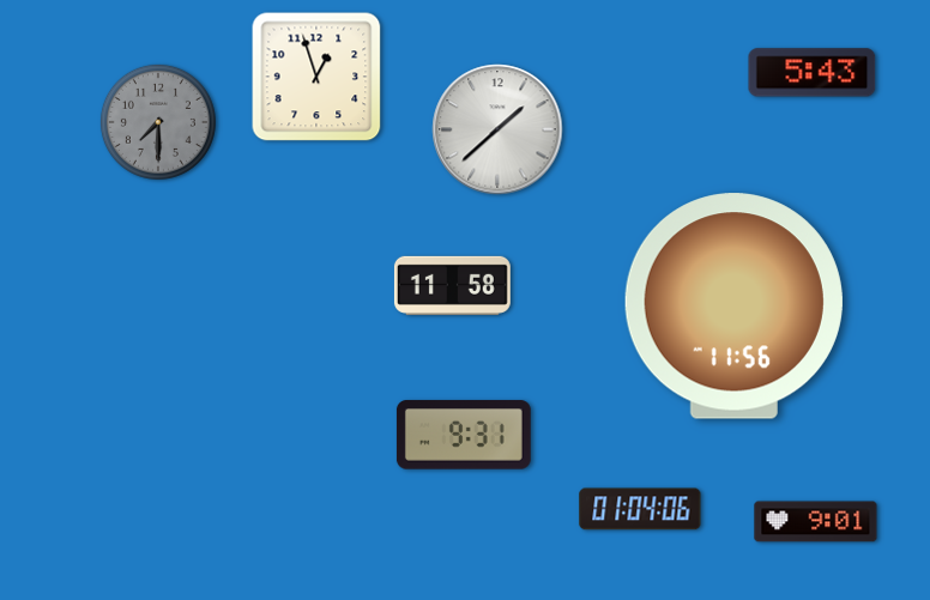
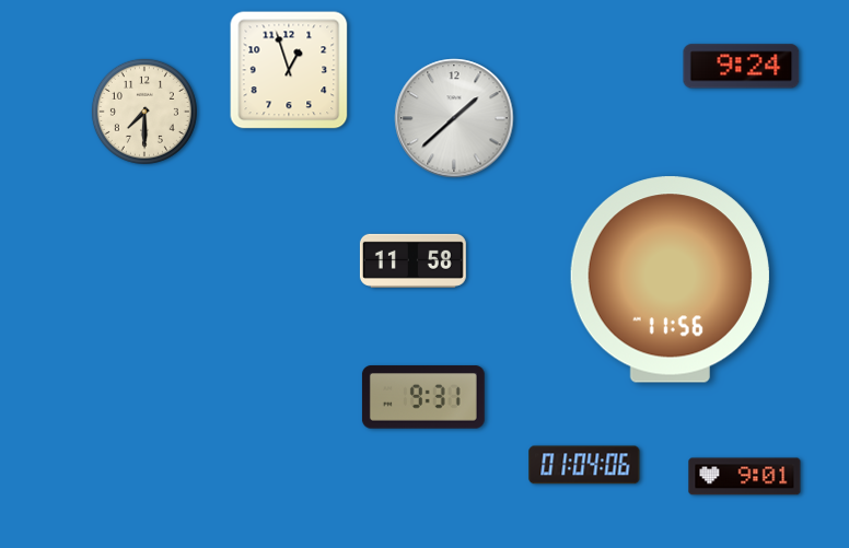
clock at (813, 73): 5:43 -> 9:24
clock at (158, 122) dial: grey -> cream
